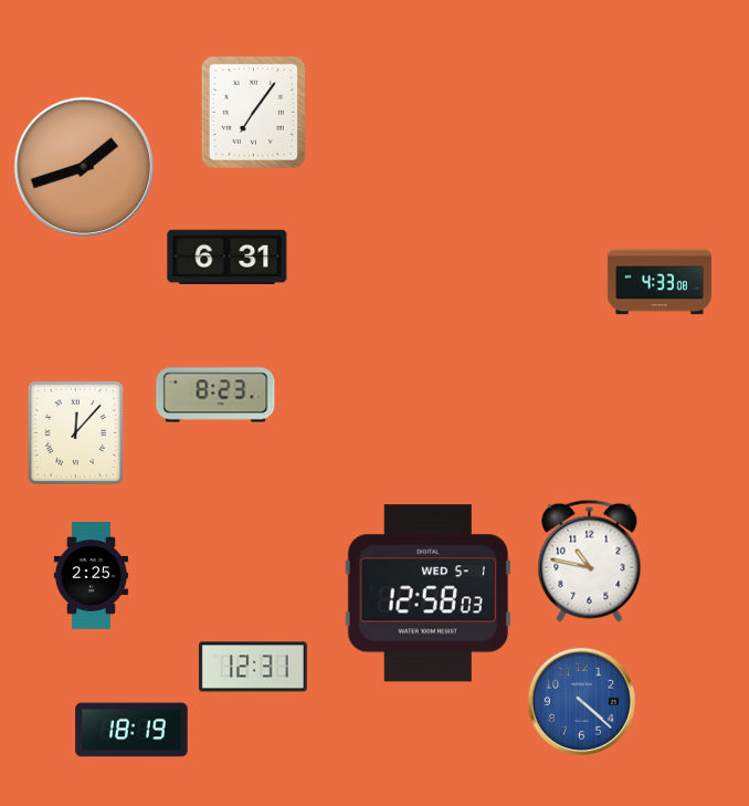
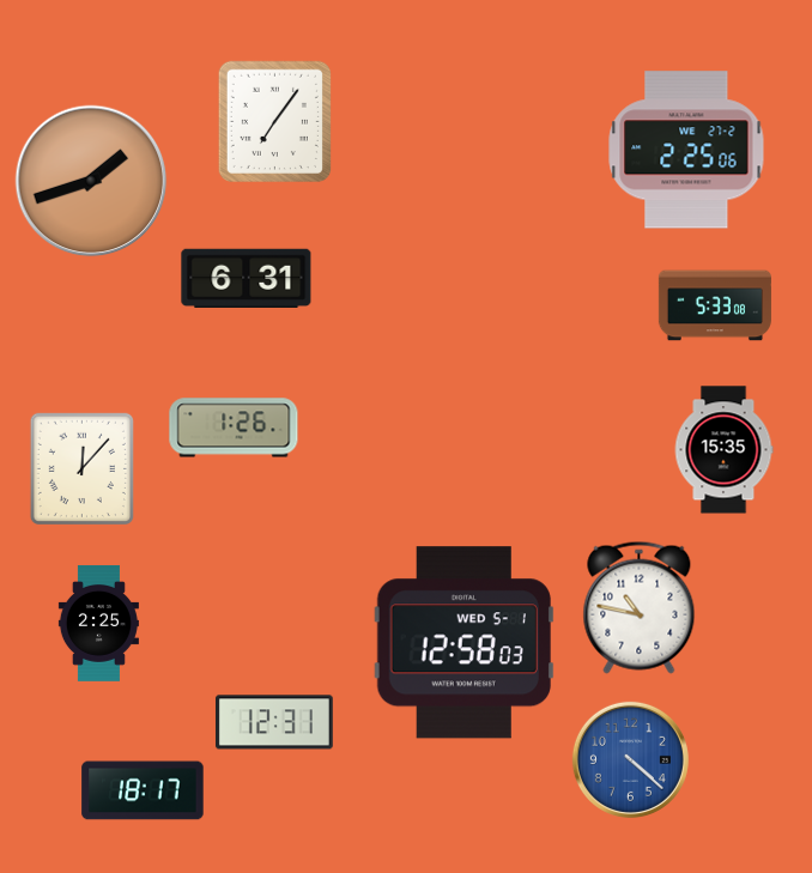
clock at (686, 150): none -> 2:25
clock at (660, 282): 4:33 -> 5:33
clock at (215, 395): 8:23 -> 1:26
clock at (723, 450): none -> 15:35
clock at (131, 730): 18:19 -> 18:17
